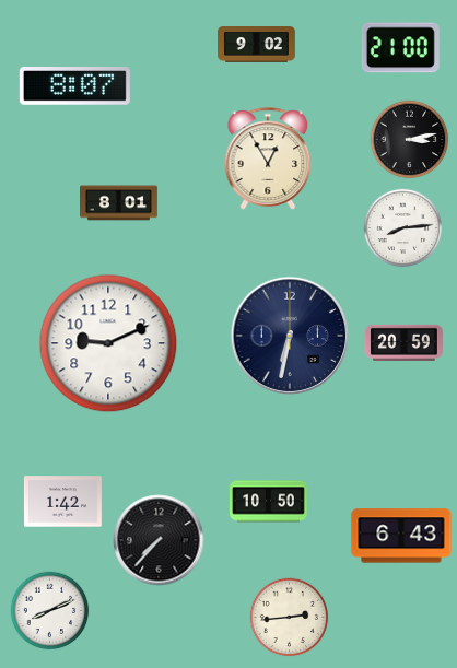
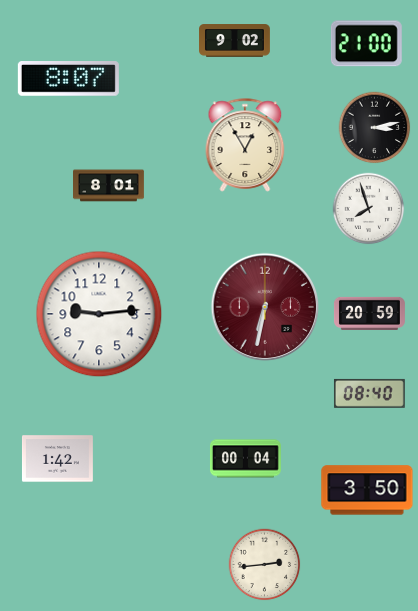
clock at (403, 228): 8:14 -> 7:57
clock at (290, 336) dial: navy -> burgundy
clock at (108, 343): 9:11 -> 9:14
clock at (369, 393): none -> 08:40
clock at (268, 502): 10:50 -> 00:04
clock at (401, 536): 6:43 -> 3:50
clock at (159, 540): 7:37 -> none
clock at (50, 611): 8:11 -> none
